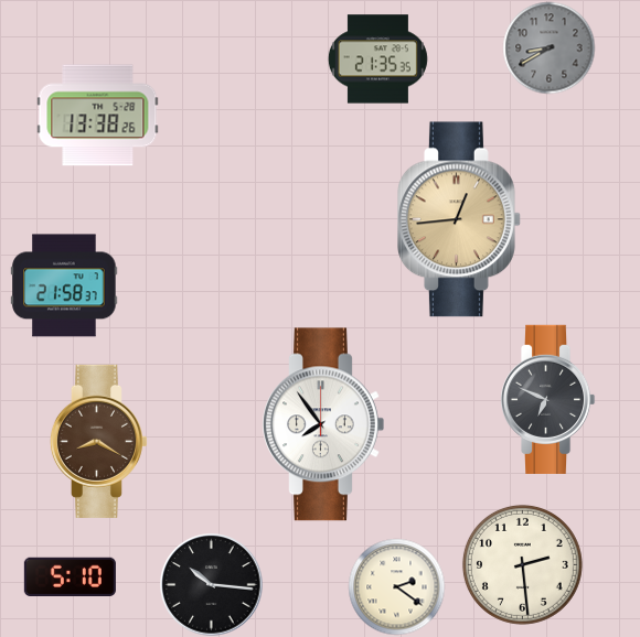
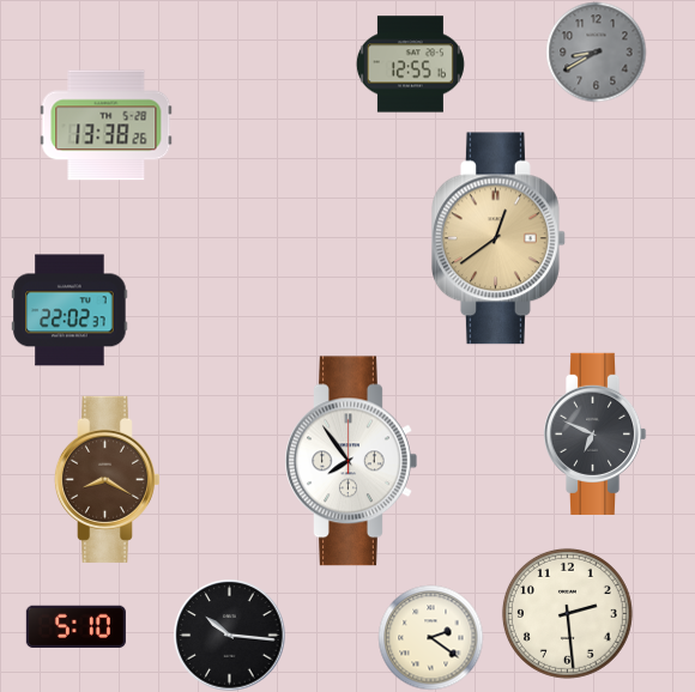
clock at (377, 60): 21:35 -> 12:55
clock at (460, 219): 12:44 -> 12:39
clock at (64, 285): 21:58 -> 22:02
